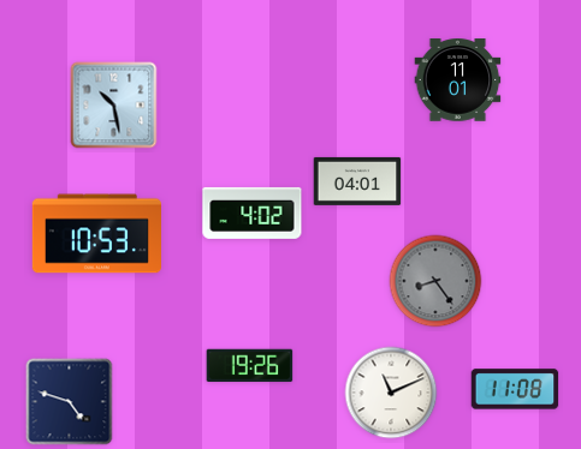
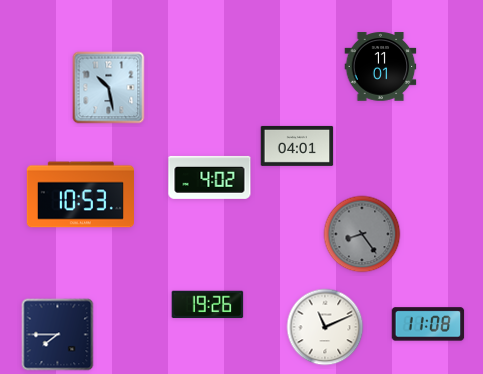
clock at (114, 106) position: (114, 106) -> (109, 88)
clock at (357, 181) position: (357, 181) -> (297, 146)
clock at (70, 402): 4:48 -> 7:45
